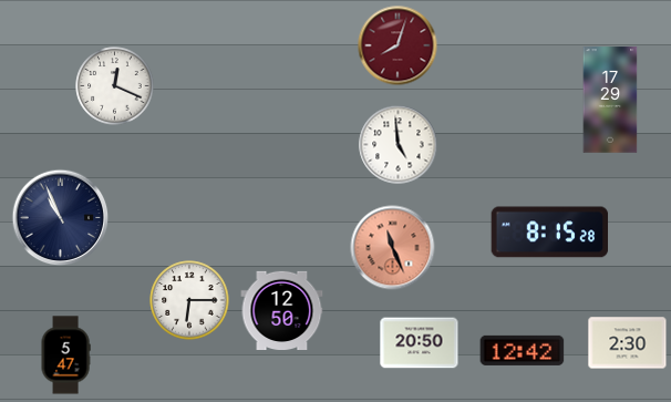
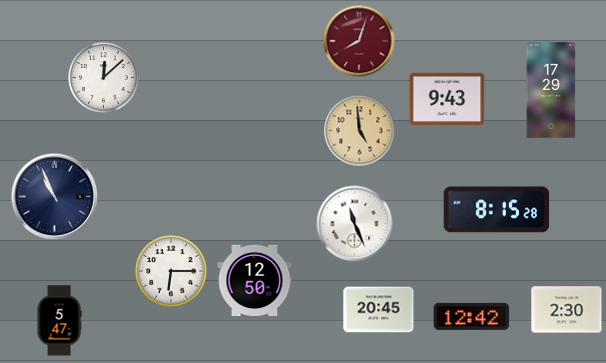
clock at (115, 86): 12:19 -> 12:08
clock at (447, 99): none -> 9:43
clock at (399, 145) dial: white -> champagne
clock at (393, 248) dial: salmon -> white
clock at (420, 343): 20:50 -> 20:45
